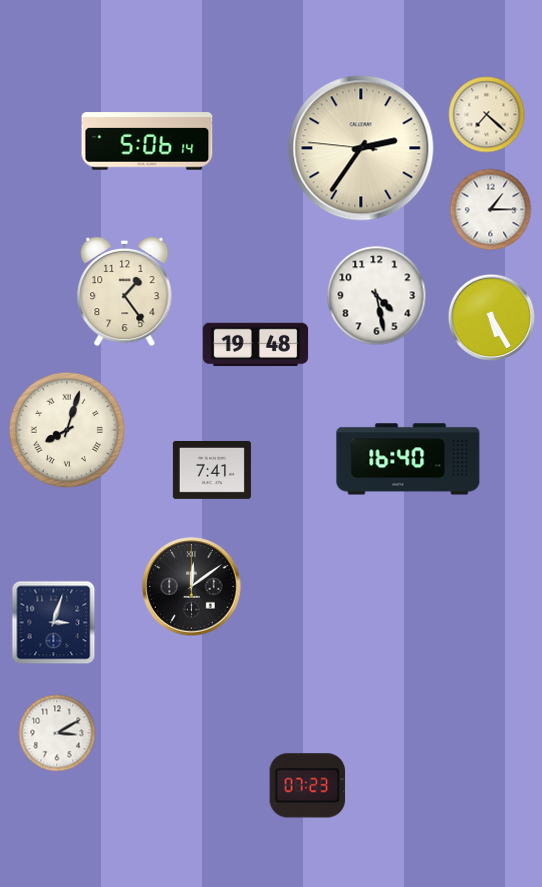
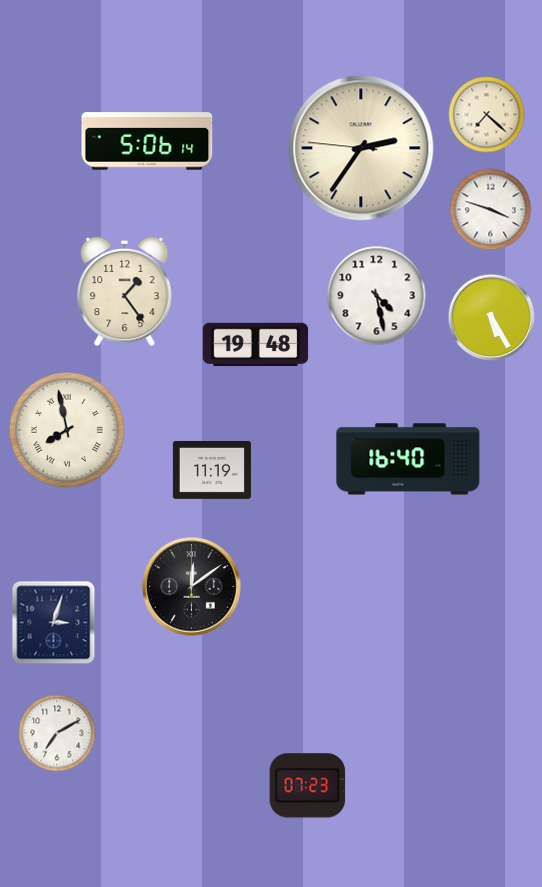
clock at (491, 210): 1:15 -> 3:48
clock at (67, 430): 8:03 -> 7:58
clock at (212, 470): 7:41 -> 11:19
clock at (57, 733): 3:10 -> 7:10
